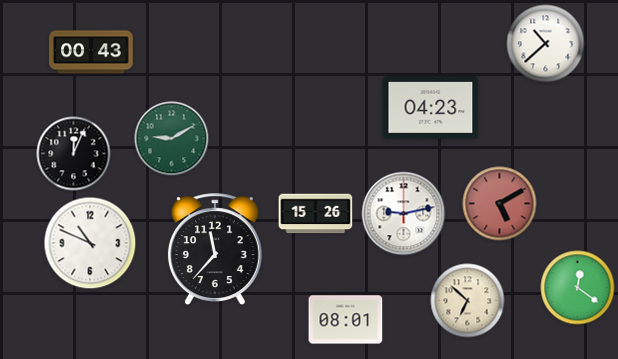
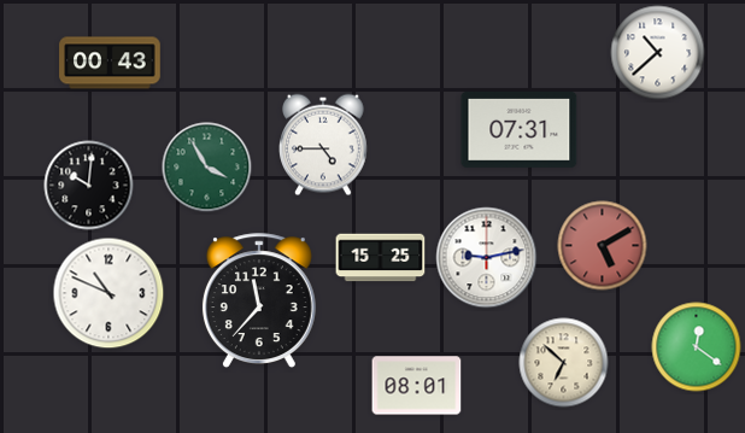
clock at (431, 107): 04:23 -> 07:31
clock at (323, 145): none -> 4:45
clock at (172, 139): 9:10 -> 3:55
clock at (74, 154): 12:04 -> 10:01
clock at (316, 214): 15:26 -> 15:25
